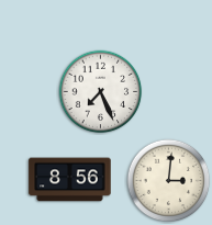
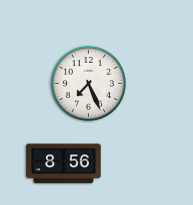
clock at (101, 92) position: (101, 92) -> (89, 84)
clock at (169, 181): 3:01 -> none
